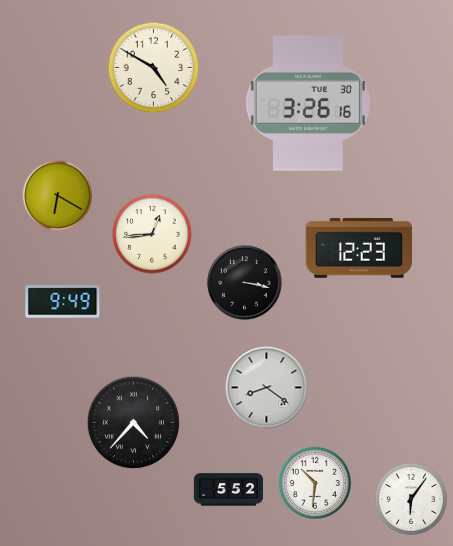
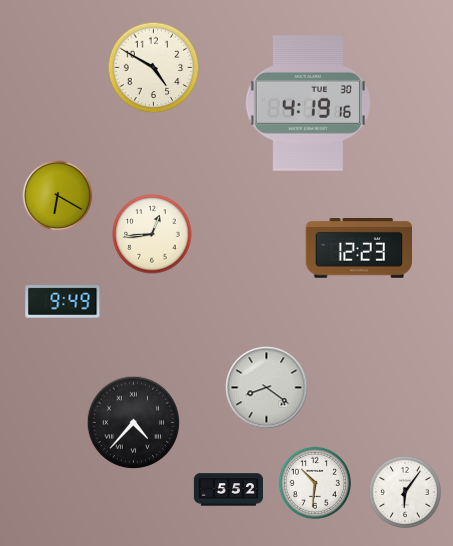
clock at (308, 103): 3:26 -> 4:19
clock at (245, 283): 3:17 -> none
clock at (410, 498) position: (410, 498) -> (404, 491)
